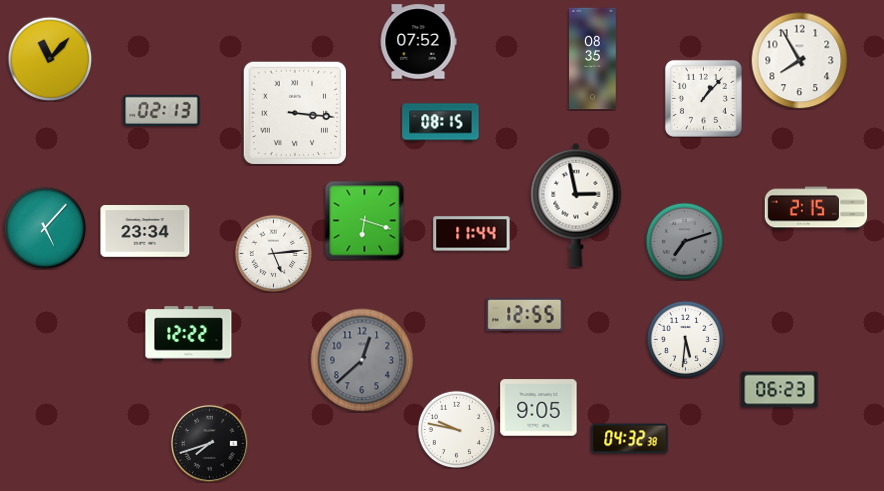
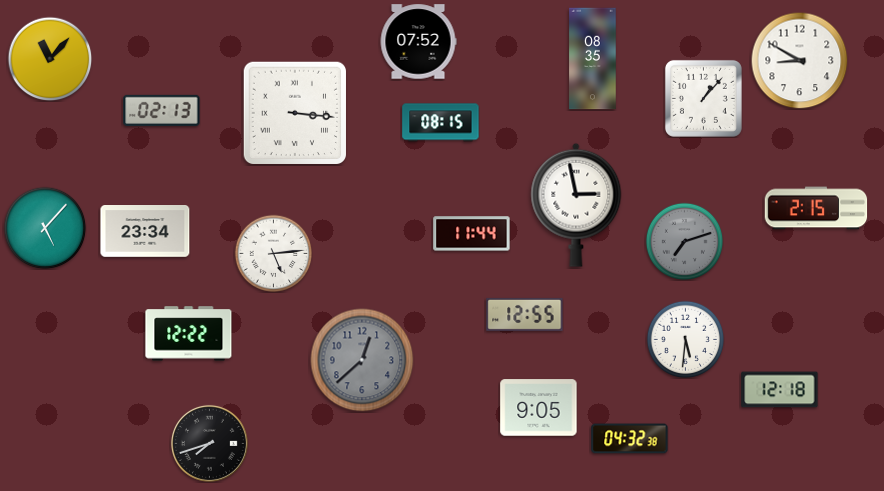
clock at (799, 60): 7:55 -> 8:50
clock at (364, 220): 6:18 -> none
clock at (780, 390): 06:23 -> 12:18
clock at (456, 429): 9:47 -> none
